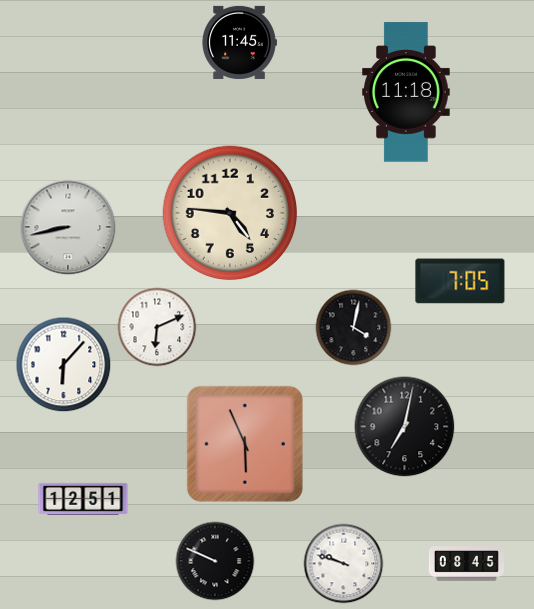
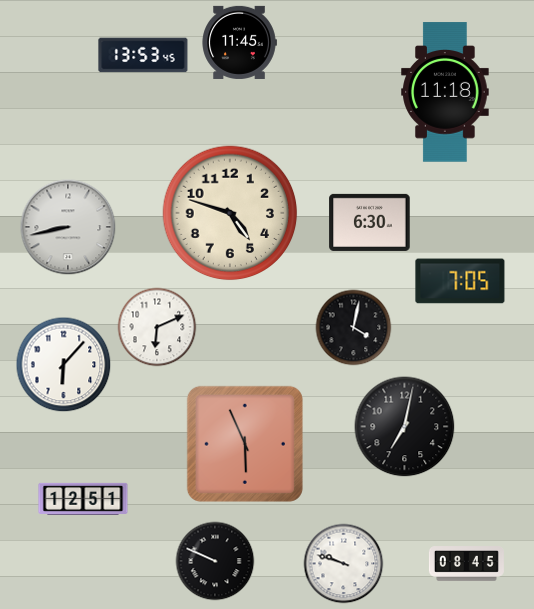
clock at (143, 55): none -> 13:53
clock at (406, 92) position: (406, 92) -> (445, 92)
clock at (230, 213): 4:46 -> 4:48
clock at (370, 222): none -> 6:30
